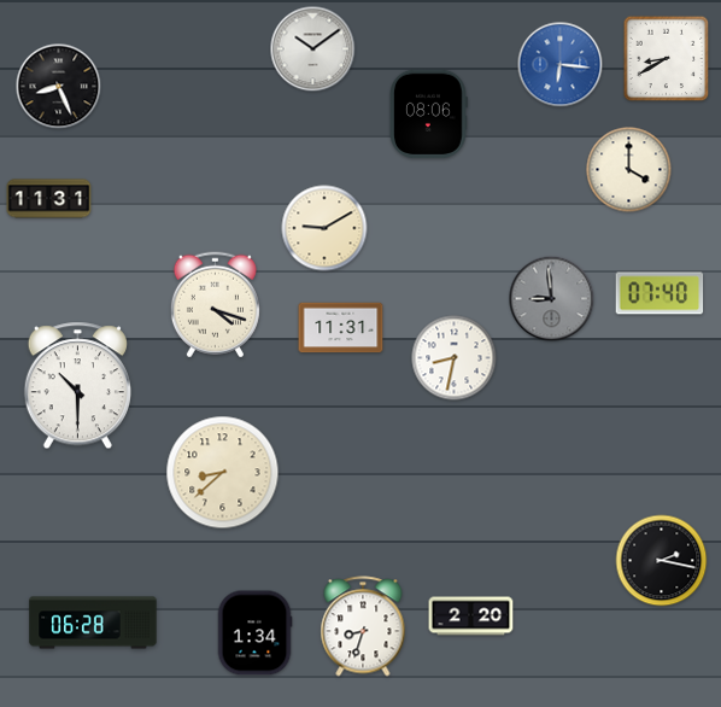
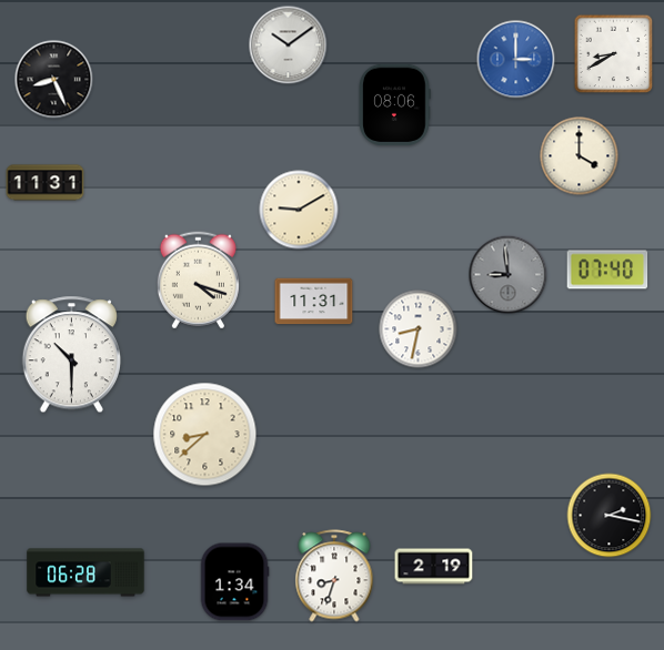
clock at (561, 65): 6:16 -> 3:00
clock at (471, 617): 2:20 -> 2:19
